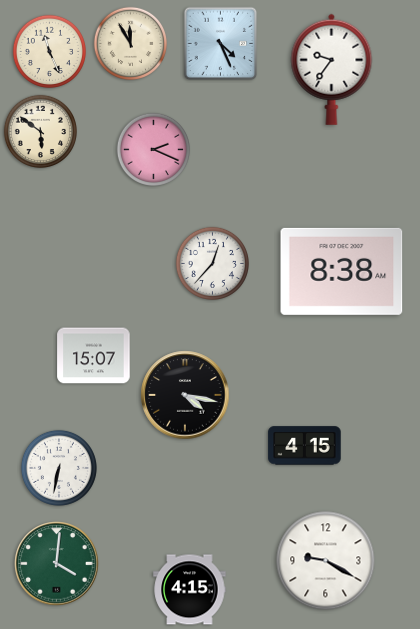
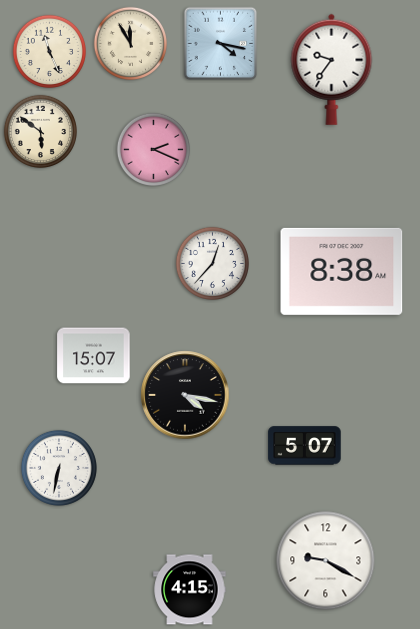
clock at (221, 44): 4:26 -> 4:17
clock at (305, 446): 4:15 -> 5:07
clock at (57, 564): 4:01 -> none
